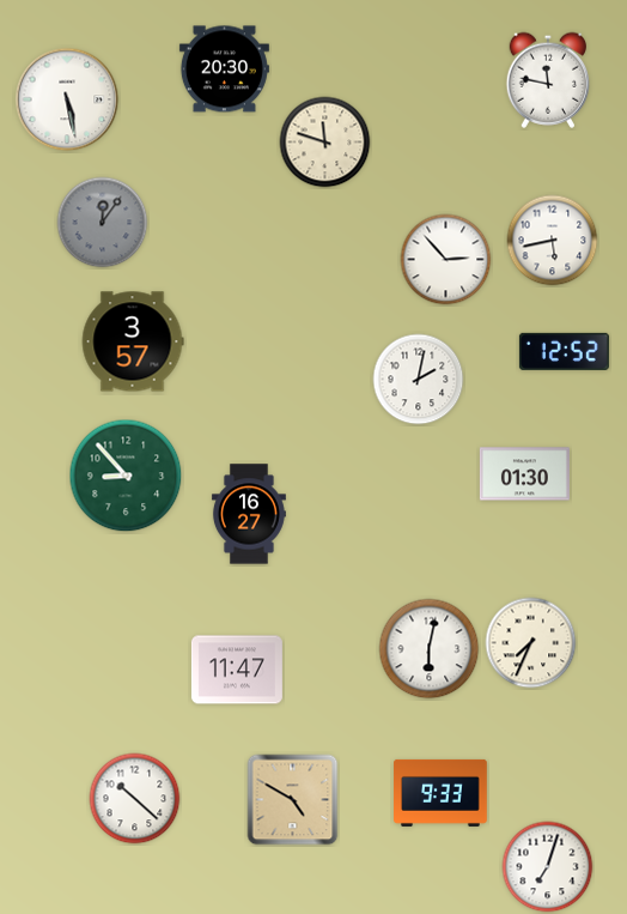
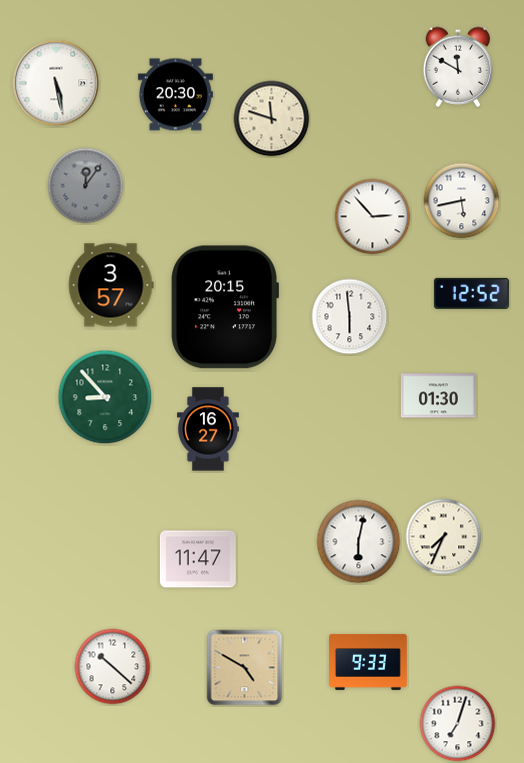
clock at (224, 69) position: (224, 69) -> (175, 95)
clock at (547, 80): 11:47 -> 11:50
clock at (224, 307): none -> 20:15
clock at (419, 380): 2:02 -> 5:59
